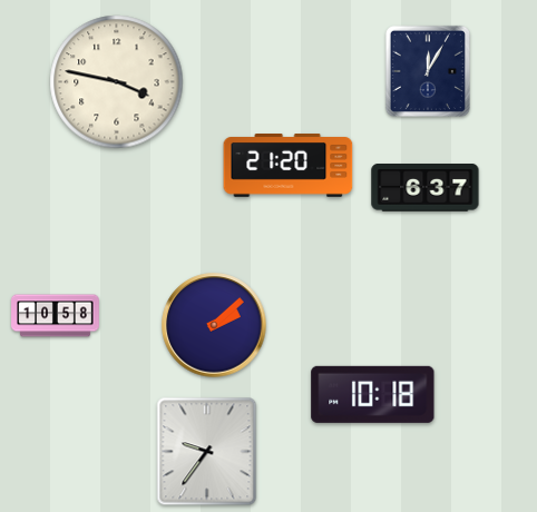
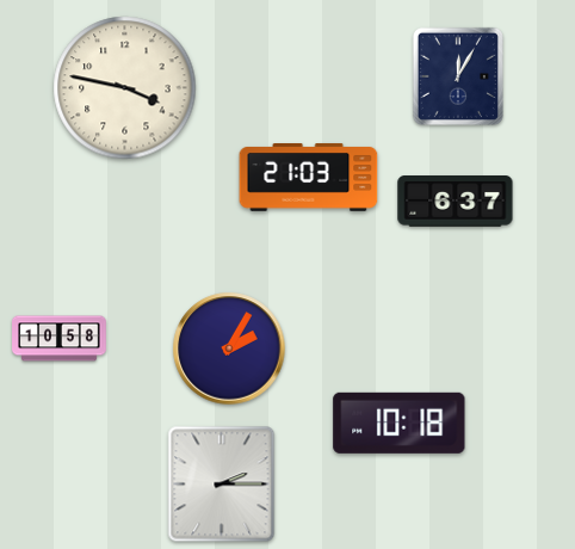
clock at (289, 166): 21:20 -> 21:03
clock at (214, 325): 2:08 -> 2:05
clock at (207, 452): 9:36 -> 2:15
